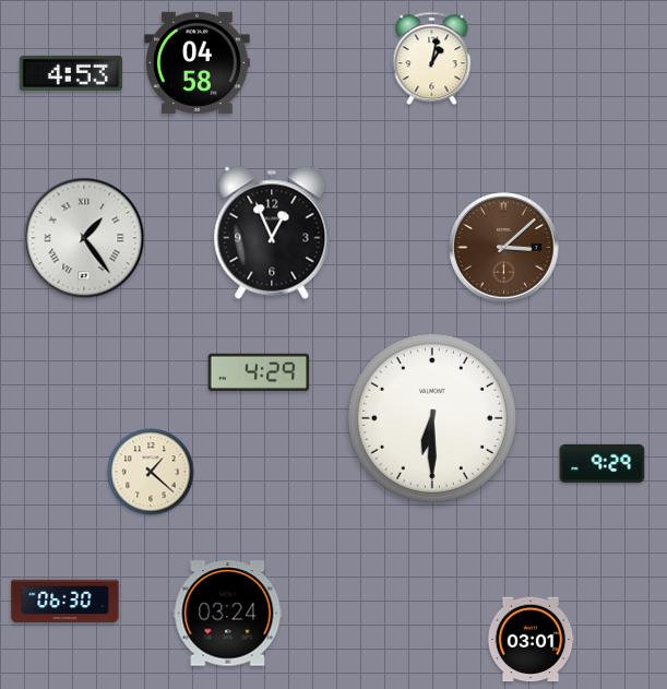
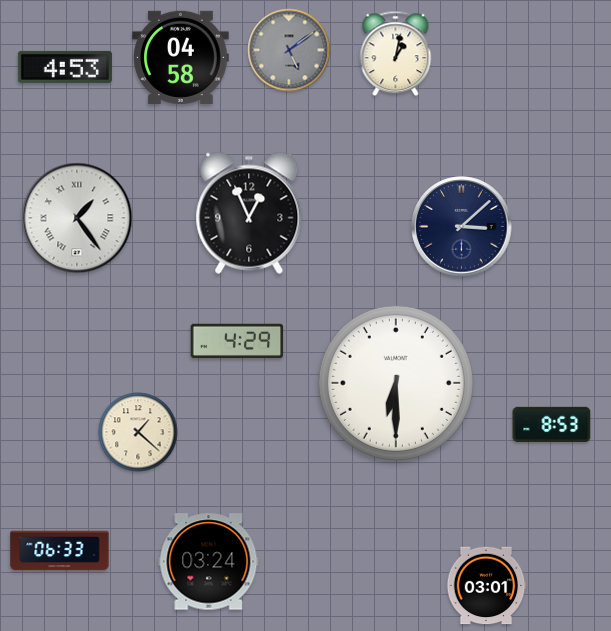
clock at (289, 50): none -> 5:09
clock at (504, 248) dial: brown -> navy
clock at (603, 463): 9:29 -> 8:53
clock at (65, 602): 06:30 -> 06:33
